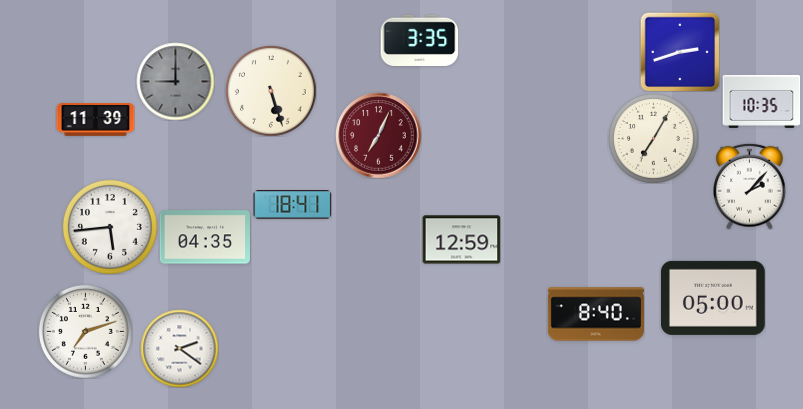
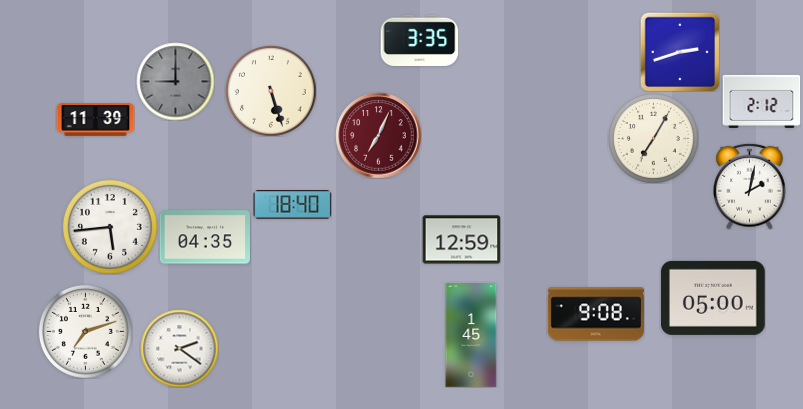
clock at (761, 101): 10:35 -> 2:12
clock at (750, 186): 2:07 -> 2:02
clock at (292, 205): 18:41 -> 18:40
clock at (596, 314): 8:40 -> 9:08
clock at (471, 335): none -> 1:45
